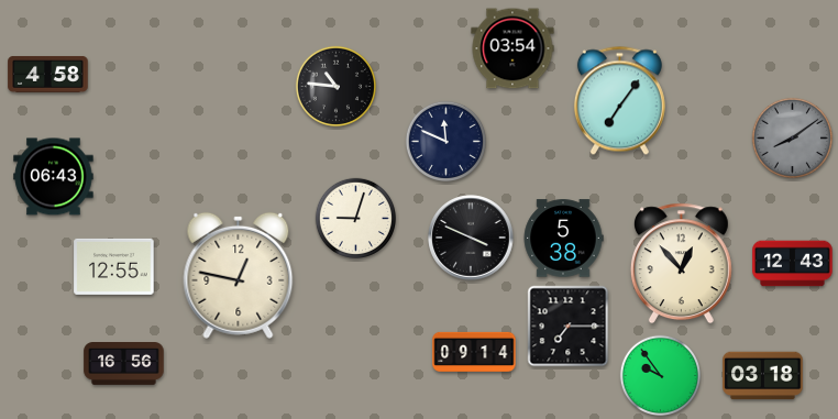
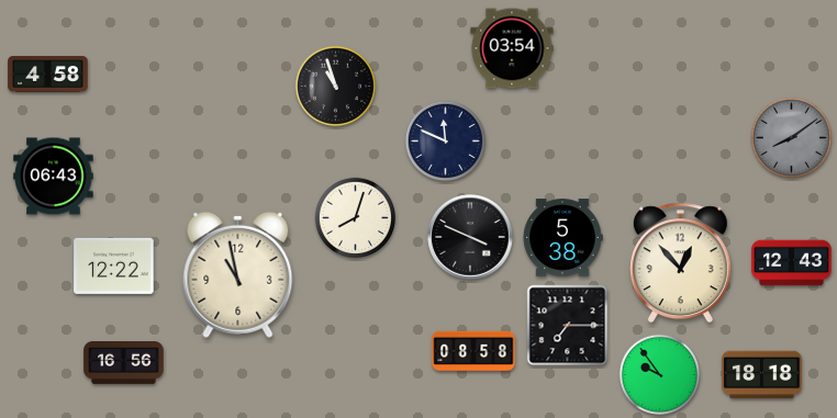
clock at (335, 86): 10:46 -> 10:57
clock at (619, 101): 7:06 -> none
clock at (355, 218): 9:03 -> 8:03
clock at (114, 266): 12:55 -> 12:22
clock at (239, 275): 12:47 -> 10:58
clock at (474, 352): 09:14 -> 08:58
clock at (763, 376): 03:18 -> 18:18
